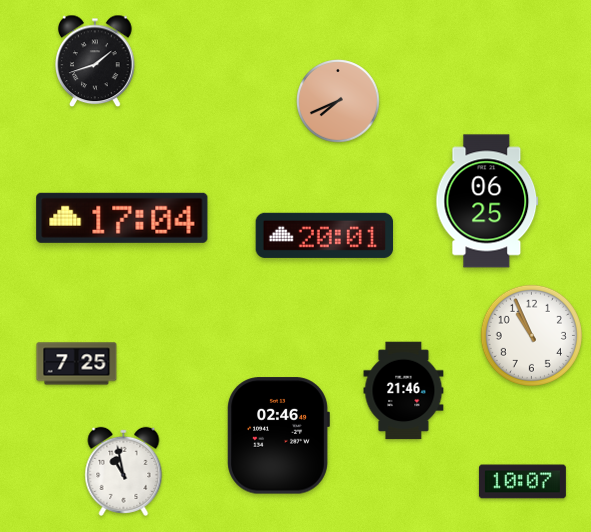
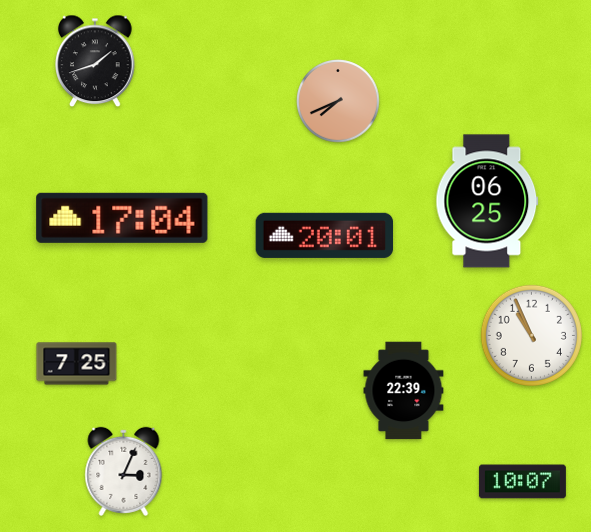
clock at (404, 391): 21:46 -> 22:39
clock at (278, 436): 02:46 -> none
clock at (124, 471): 10:58 -> 3:04
